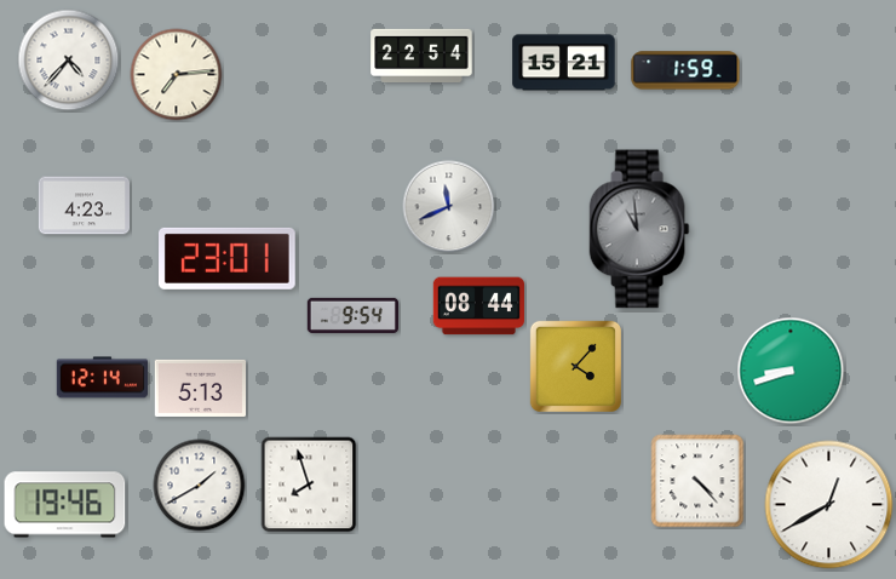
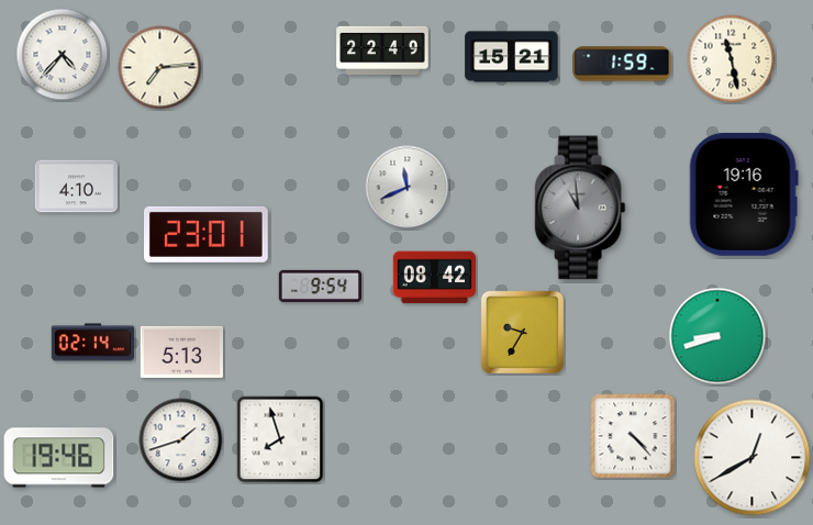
clock at (421, 55): 22:54 -> 22:49
clock at (732, 59): none -> 11:28
clock at (84, 206): 4:23 -> 4:10
clock at (744, 194): none -> 19:16
clock at (478, 306): 08:44 -> 08:42
clock at (575, 366): 4:07 -> 9:35
clock at (102, 378): 12:14 -> 02:14
clock at (200, 486): 1:40 -> 1:42
